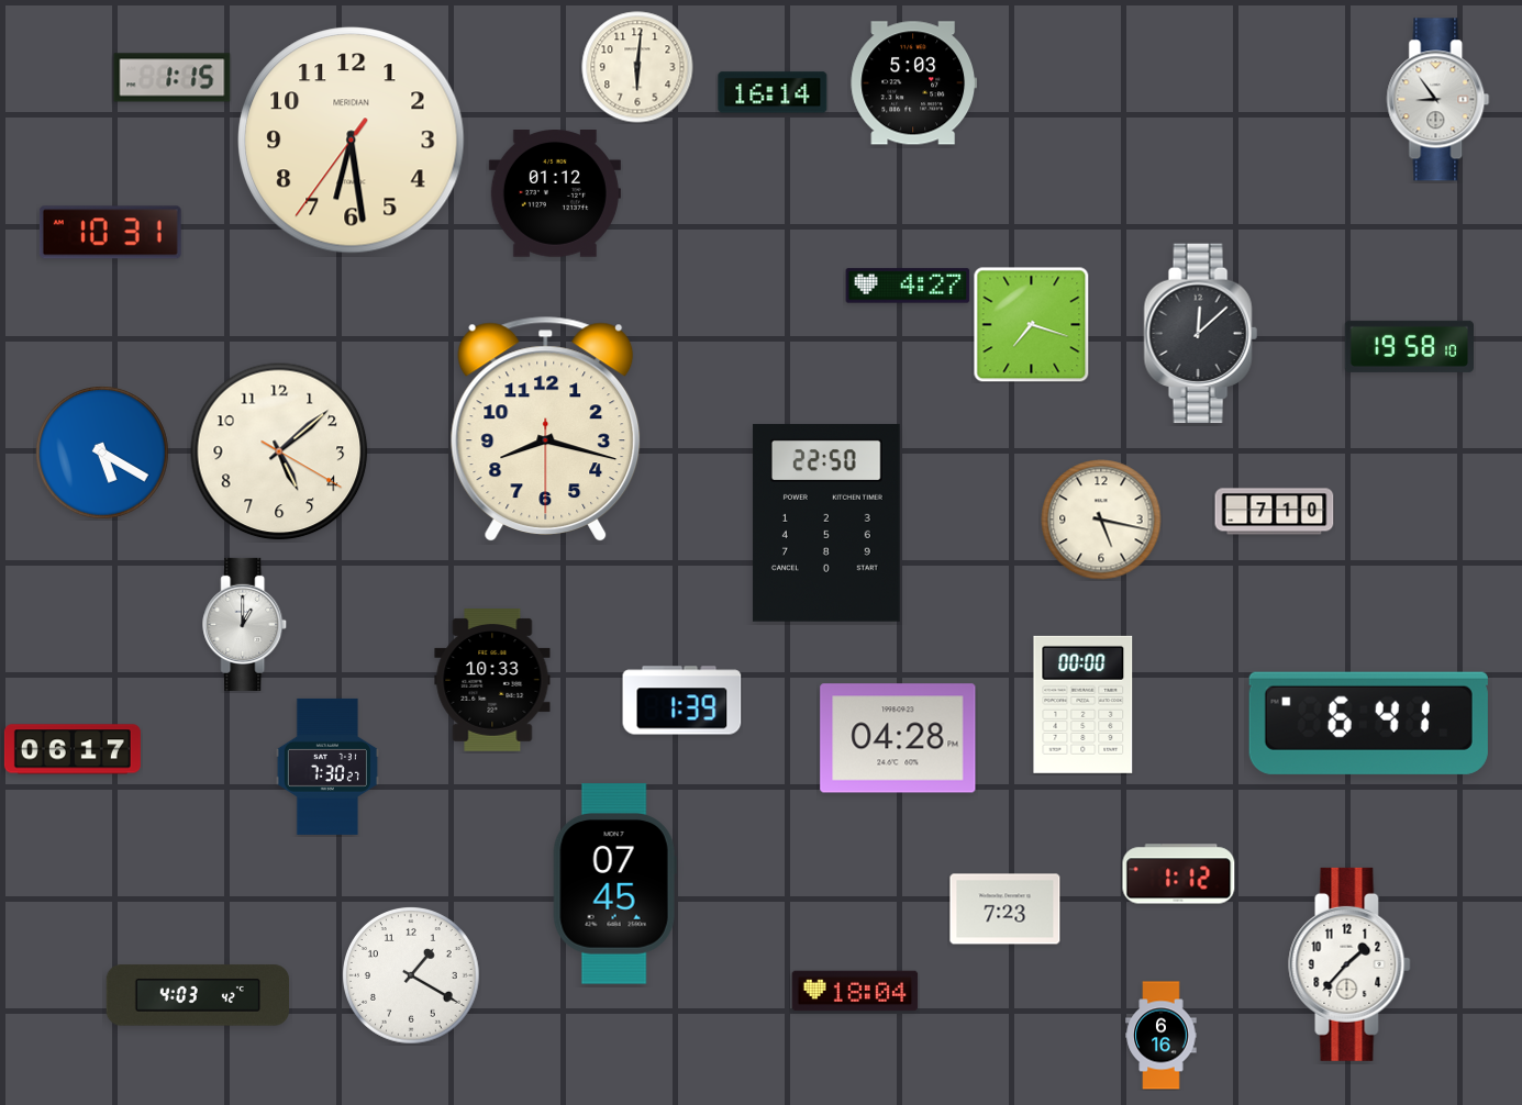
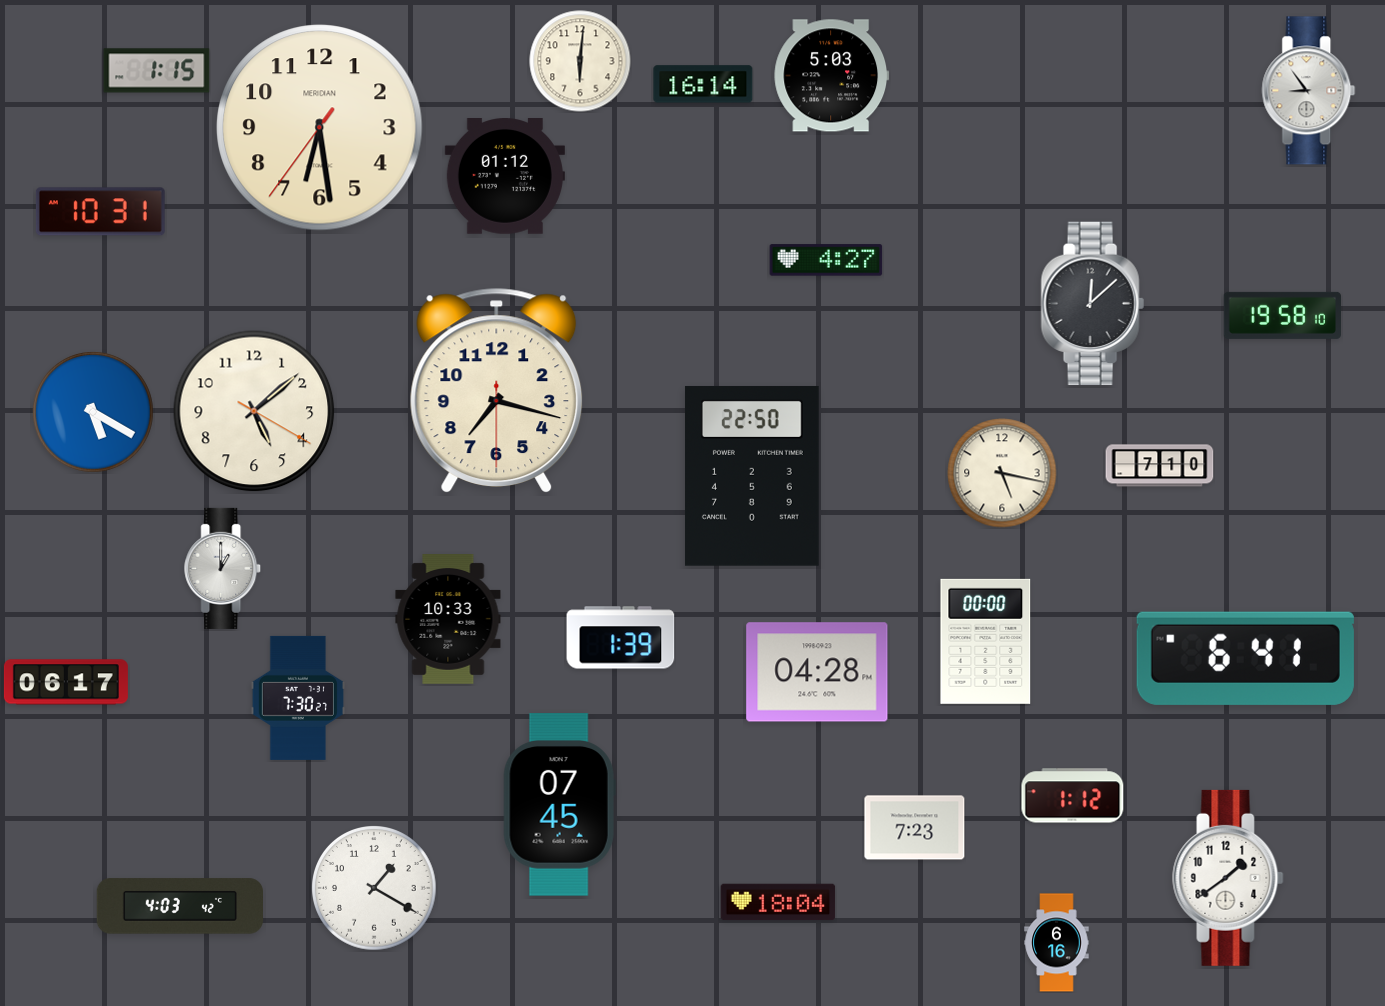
clock at (1032, 325): 7:18 -> none
clock at (546, 429): 8:17 -> 7:17
clock at (1349, 964): 1:37 -> 1:39
